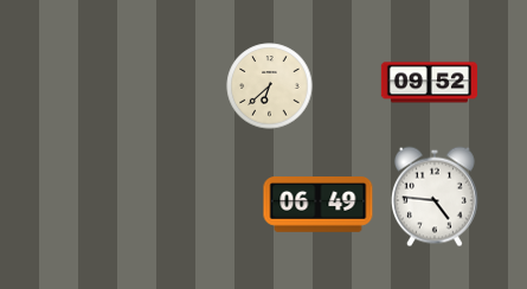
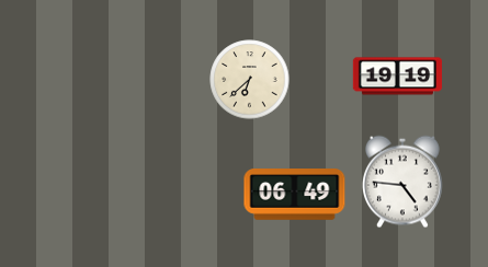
clock at (429, 83): 09:52 -> 19:19
clock at (319, 205) position: (319, 205) -> (295, 195)
